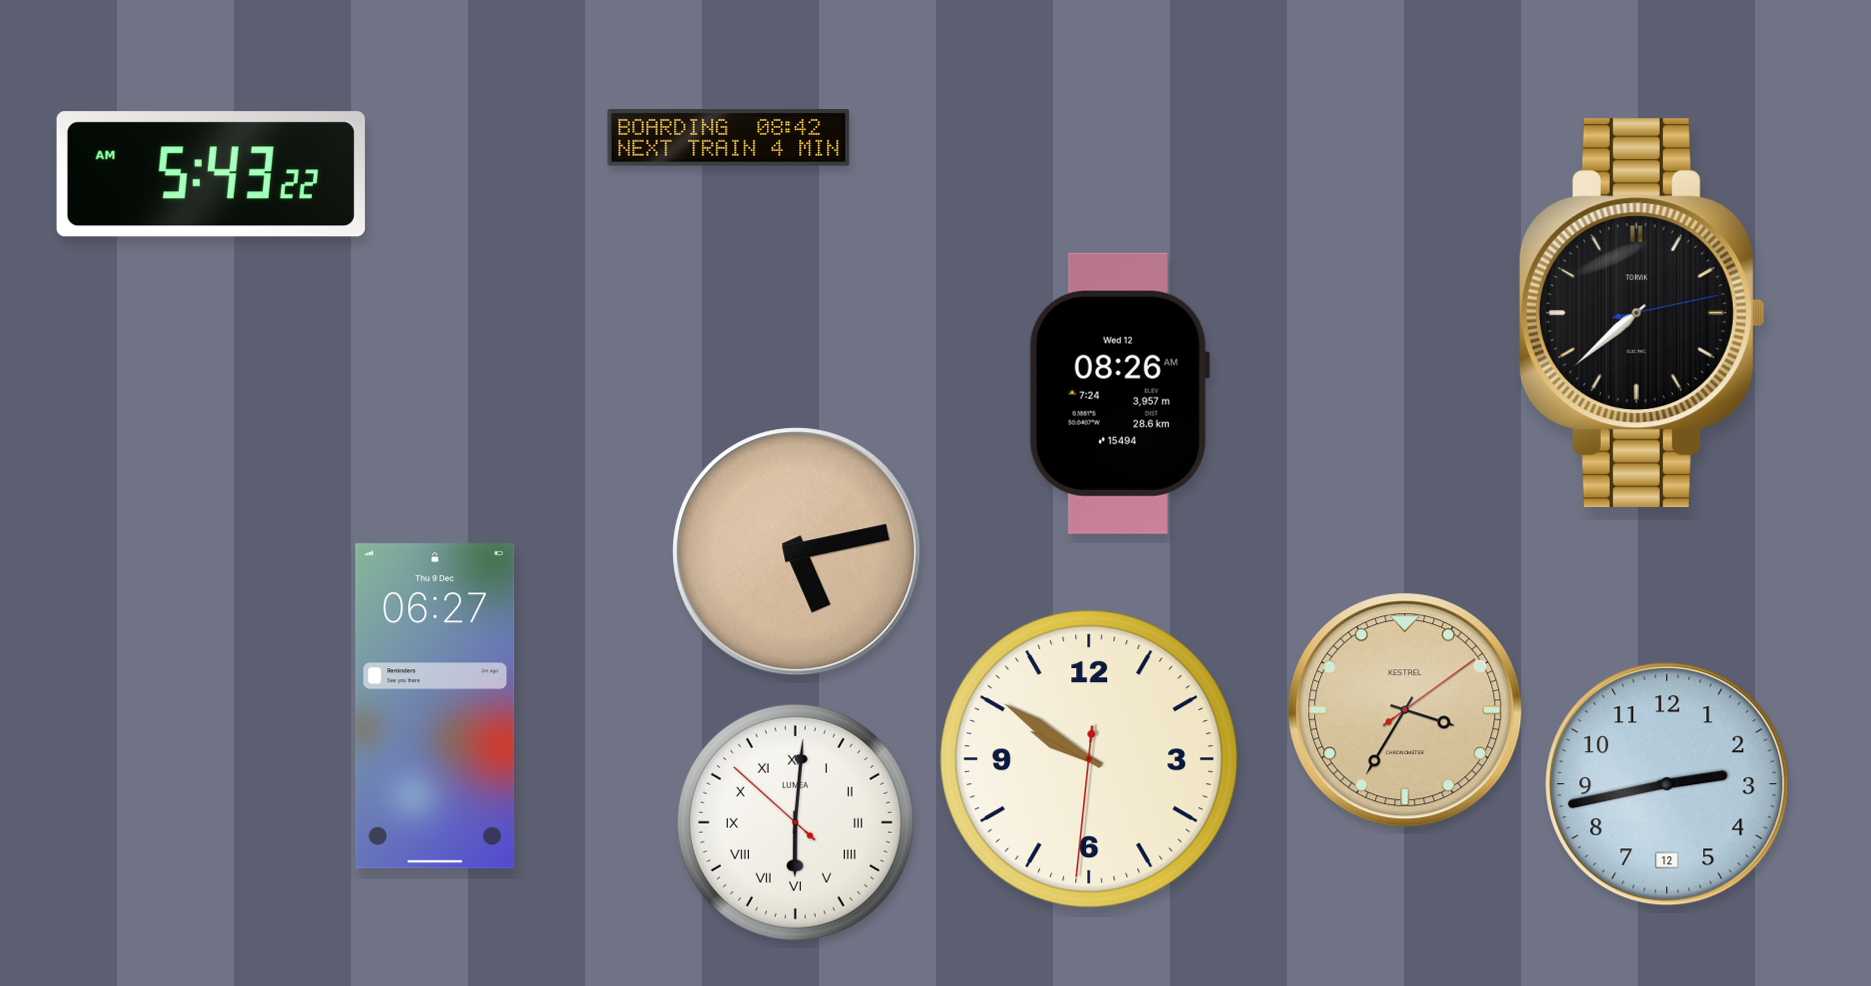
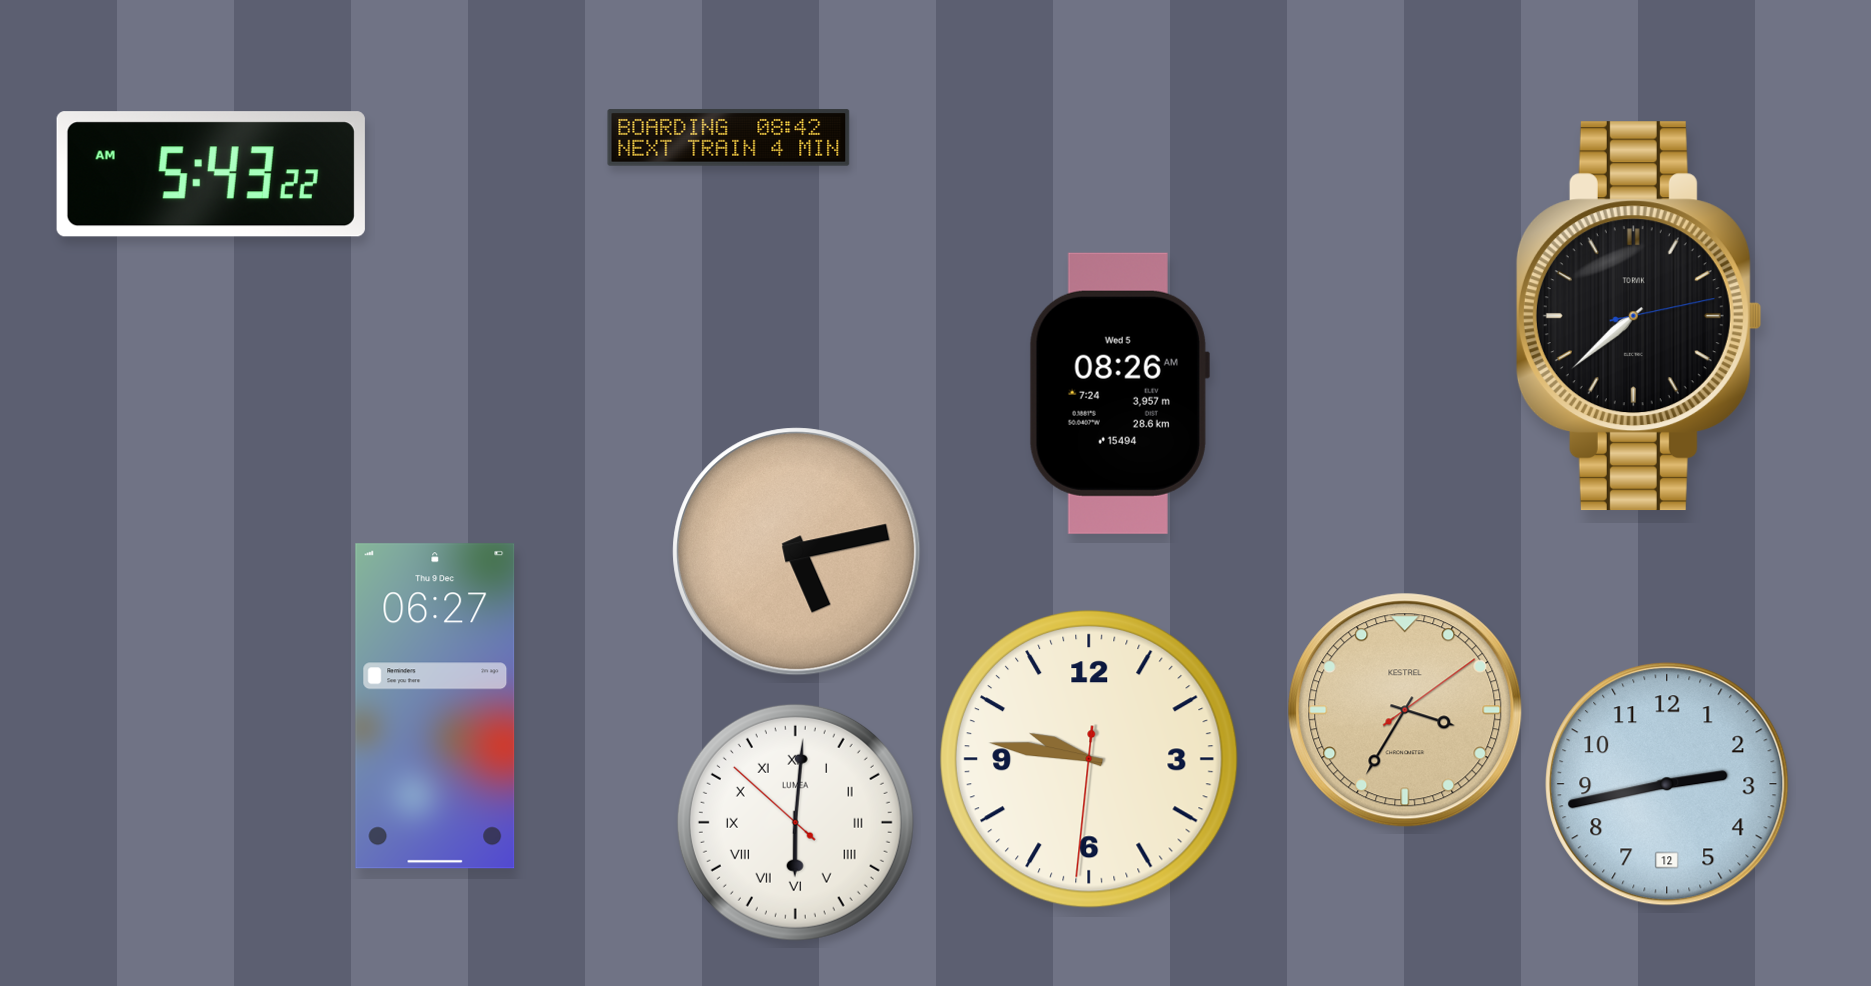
clock at (1642, 313) position: (1642, 313) -> (1639, 316)
clock at (1119, 393) date: Wed 12 -> Wed 5
clock at (1089, 759): 9:50 -> 9:46
